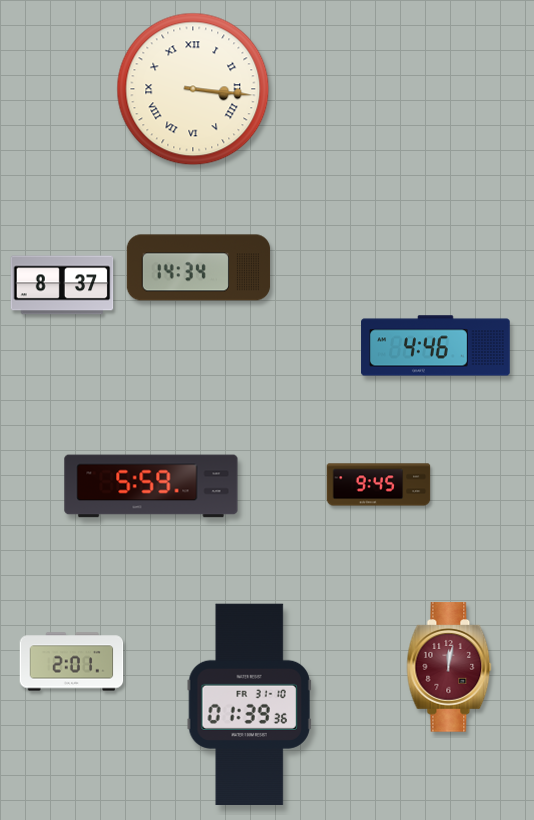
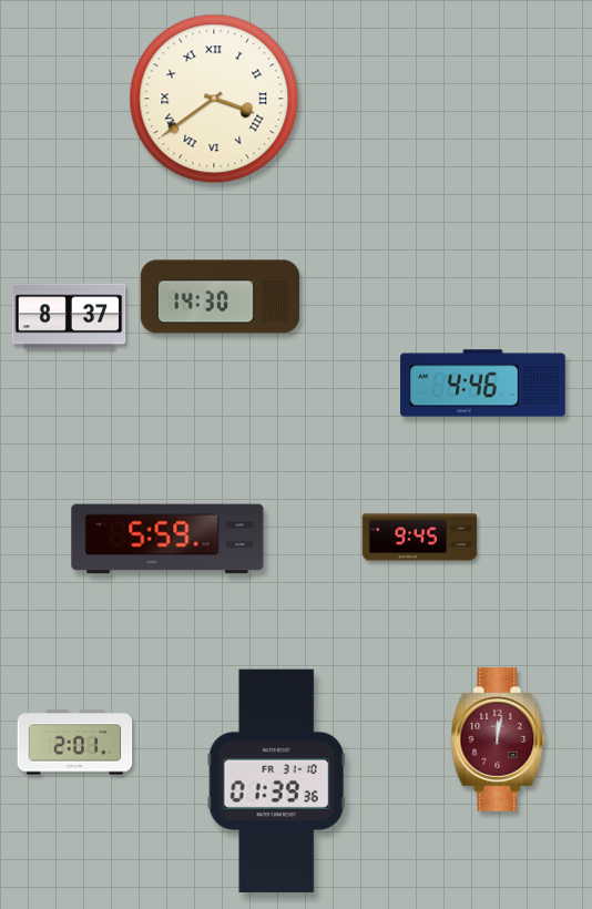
clock at (193, 89): 3:16 -> 3:39
clock at (199, 268): 14:34 -> 14:30
clock at (72, 662) position: (72, 662) -> (75, 743)
